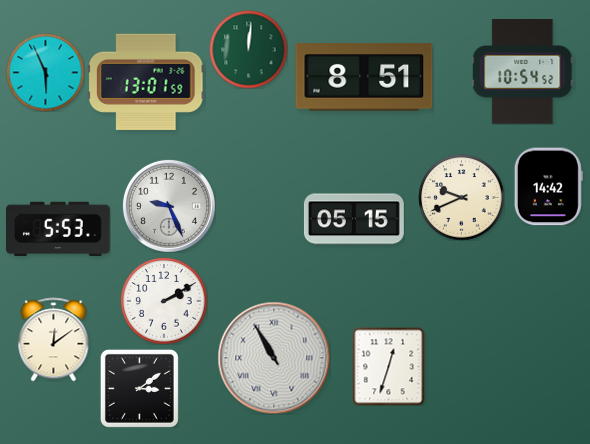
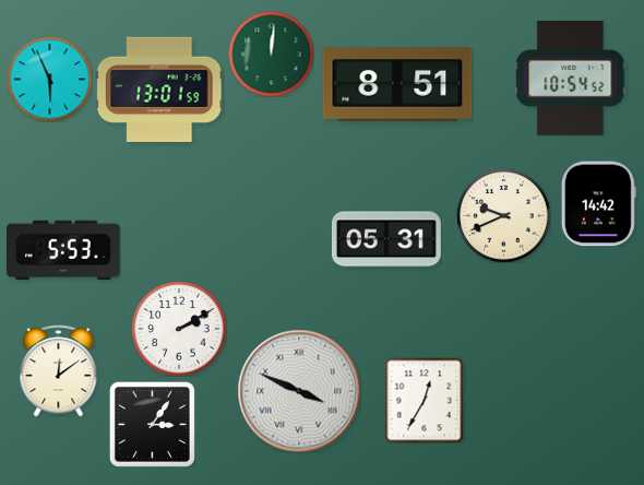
clock at (169, 206): 9:26 -> none
clock at (354, 219): 05:15 -> 05:31
clock at (274, 358): 10:55 -> 3:49
clock at (389, 366): 12:33 -> 12:35
clock at (139, 388): 3:09 -> 3:06
